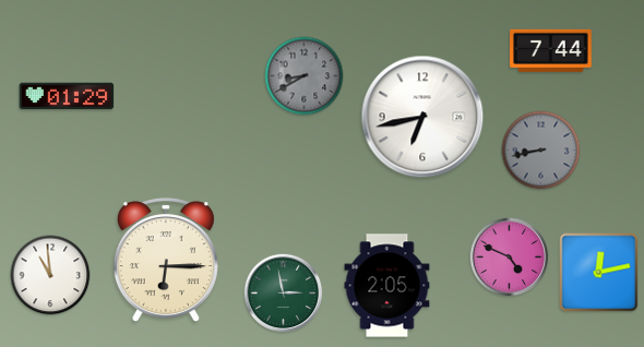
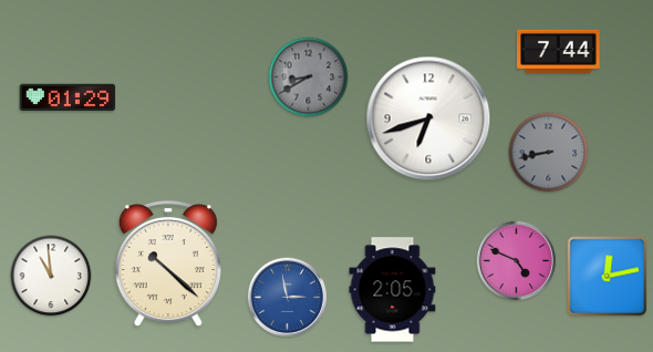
clock at (422, 117): 6:43 -> 6:42
clock at (166, 261): 6:15 -> 10:22
clock at (50, 275) position: (50, 275) -> (51, 276)
clock at (284, 294) dial: green -> blue
